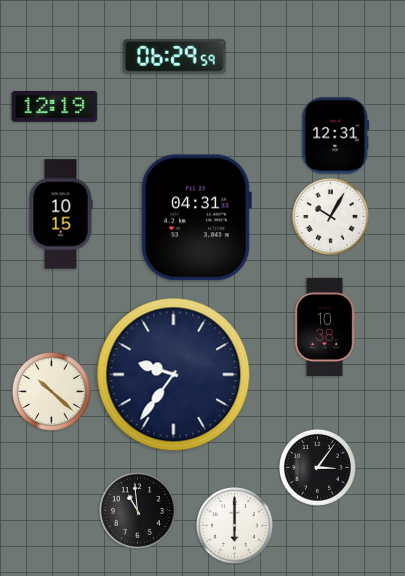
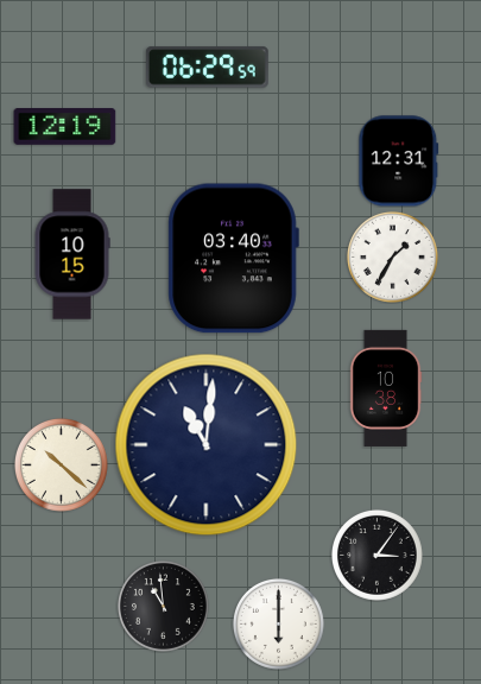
clock at (330, 216): 10:05 -> 1:35
clock at (196, 218): 04:31 -> 03:40
clock at (174, 375): 9:36 -> 11:01
